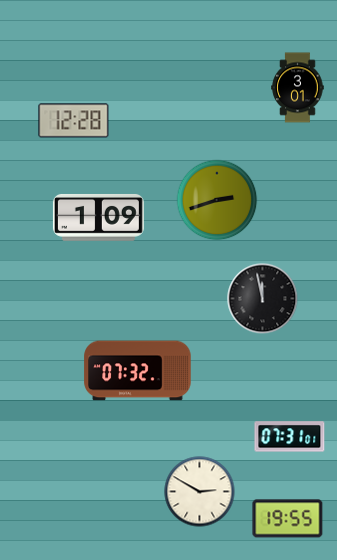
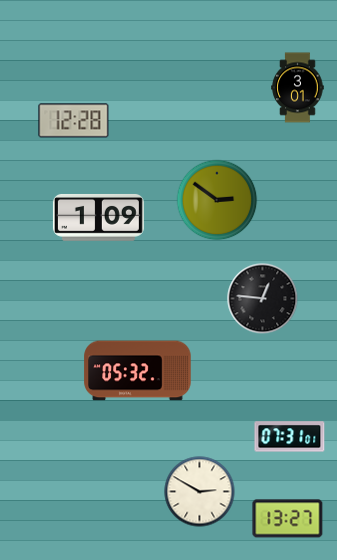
clock at (217, 200): 2:42 -> 2:51
clock at (263, 299): 11:58 -> 12:46
clock at (138, 371): 07:32 -> 05:32
clock at (288, 519): 19:55 -> 13:27
